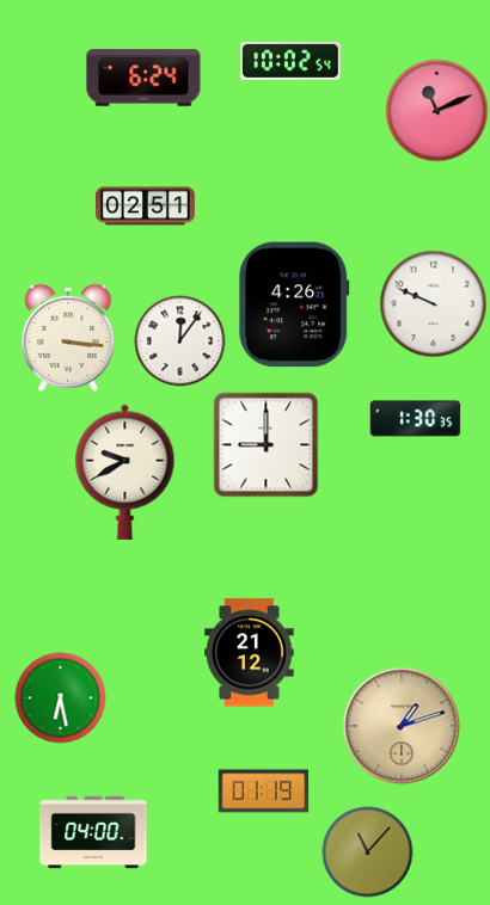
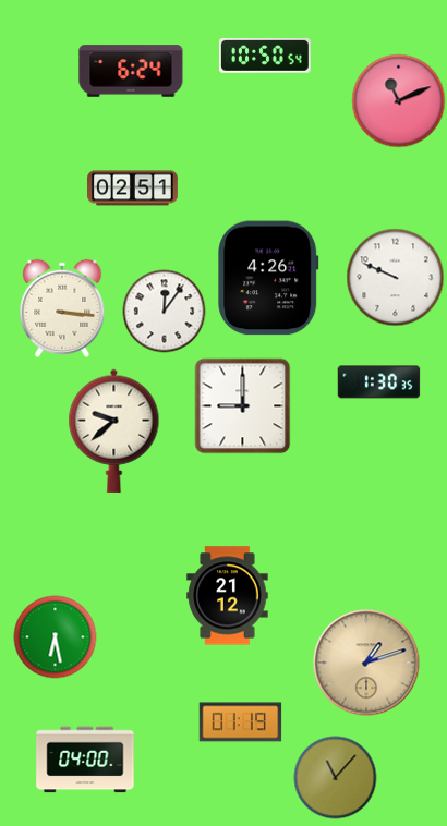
clock at (290, 62): 10:02 -> 10:50
clock at (125, 472): 9:40 -> 9:38
